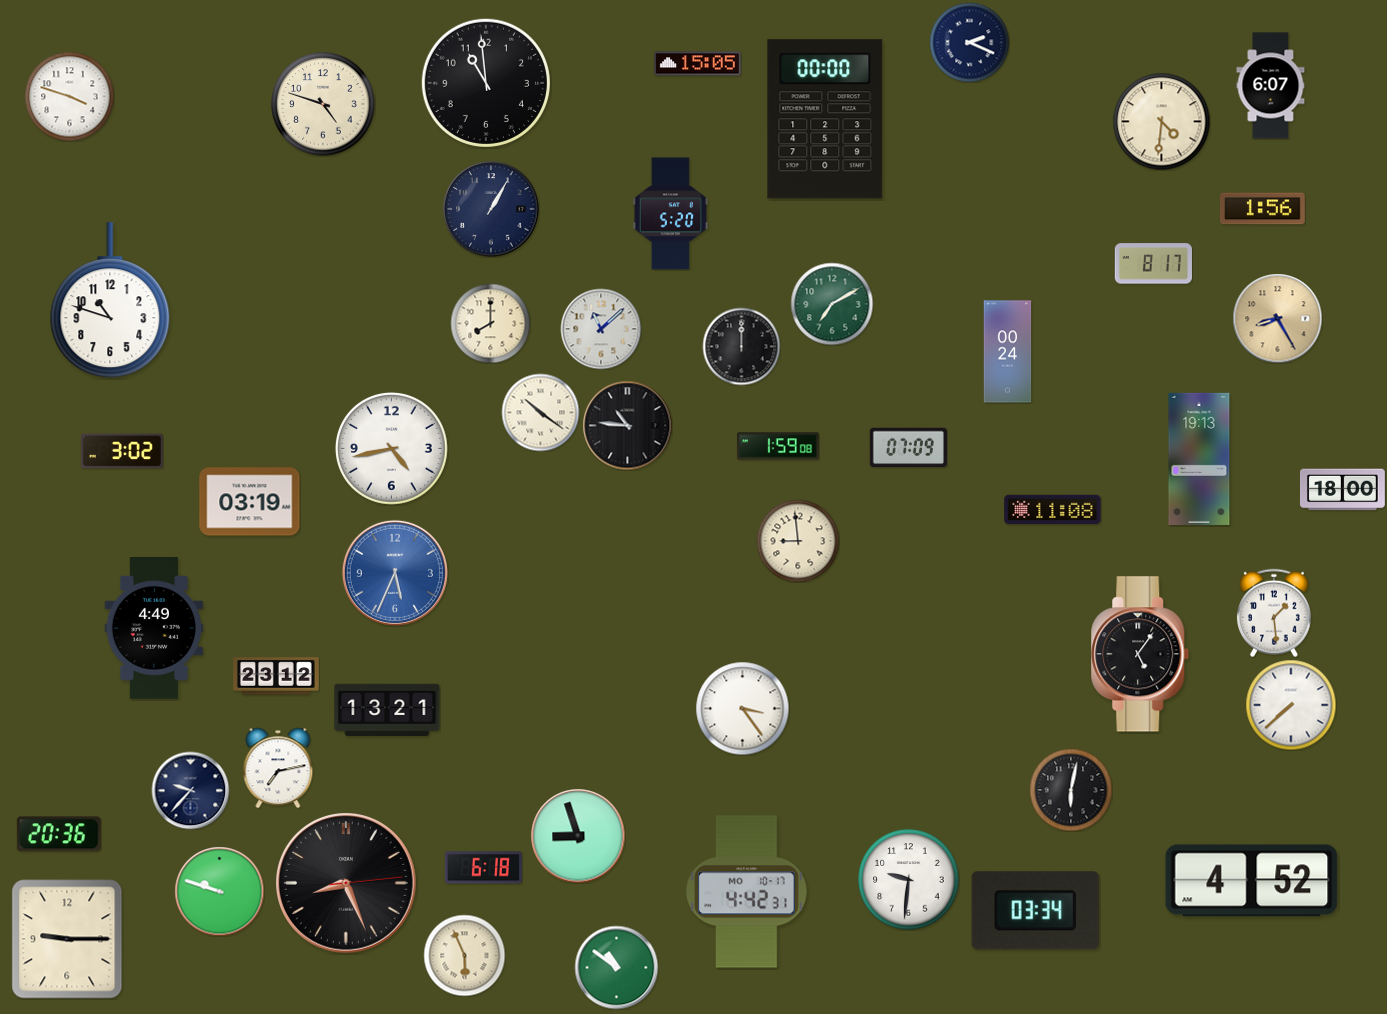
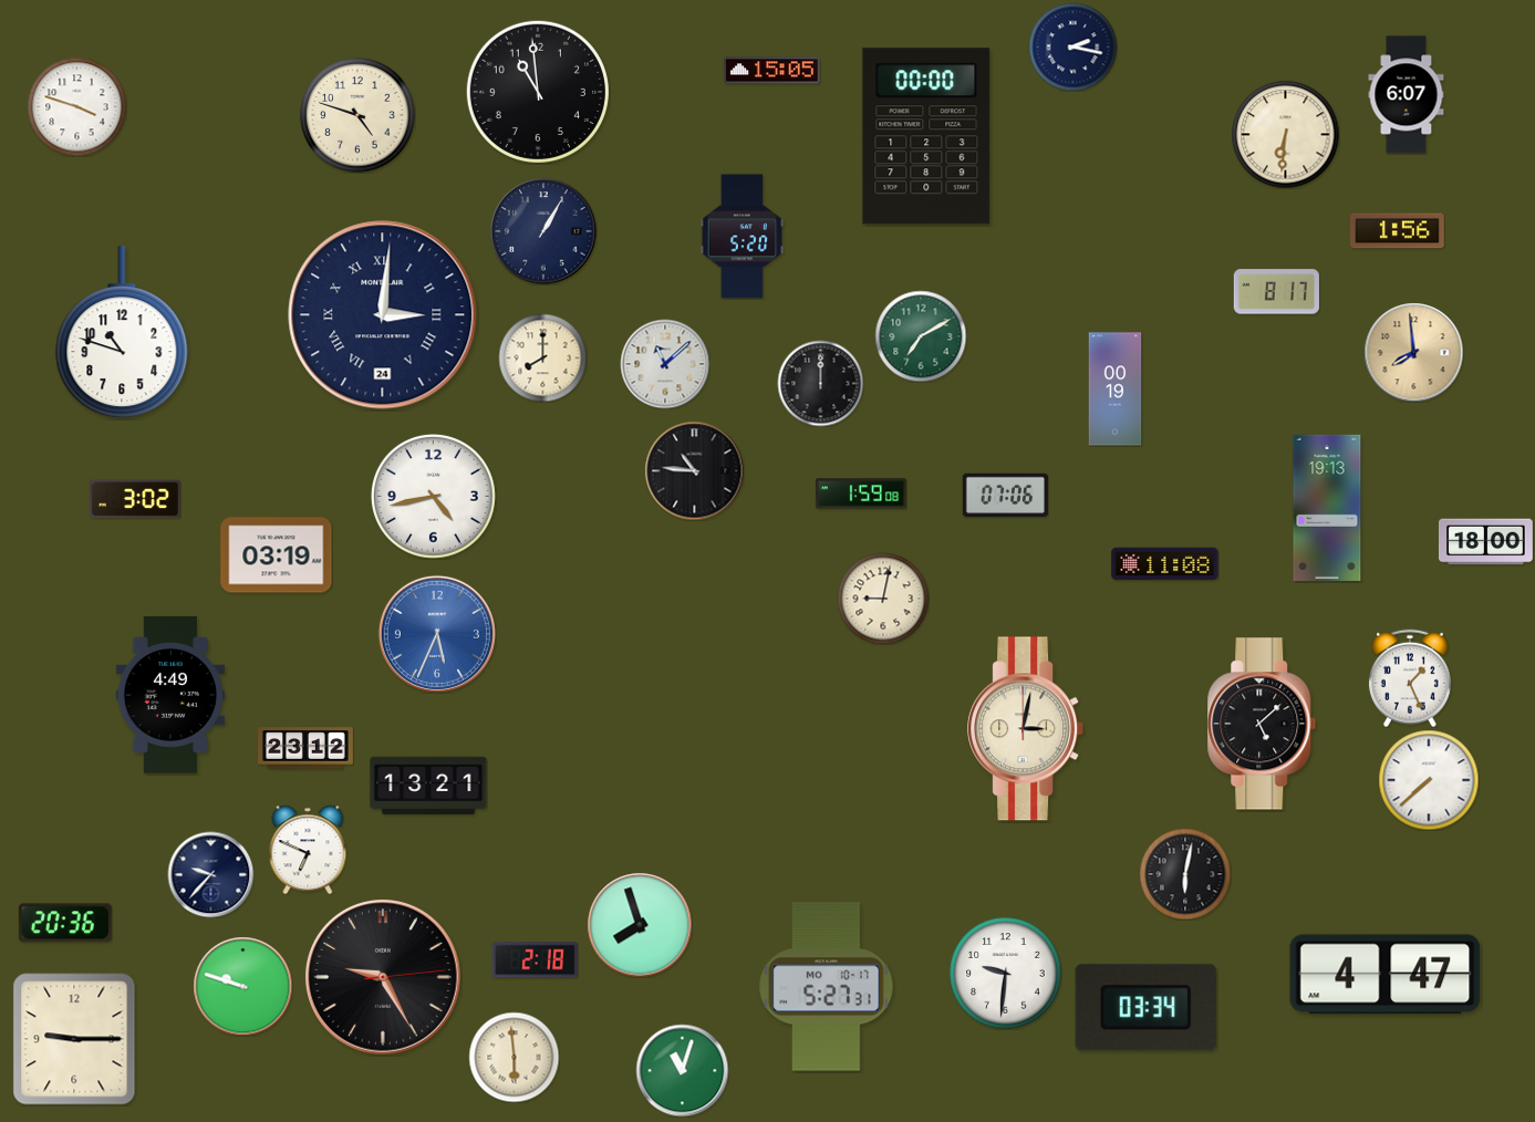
clock at (969, 42): 2:19 -> 2:17
clock at (825, 119) position: (825, 119) -> (926, 136)
clock at (1161, 121): 4:31 -> 6:31
clock at (383, 315): none -> 3:01
clock at (1277, 318): 8:25 -> 7:59
clock at (1008, 352): 00:24 -> 00:19
clock at (540, 412): 10:21 -> none
clock at (908, 448): 07:09 -> 07:06
clock at (798, 541): 8:59 -> 9:02
clock at (1274, 613): 1:29 -> 1:26
clock at (1140, 654): 5:06 -> 5:08
clock at (1026, 729): none -> 3:02
clock at (742, 708): 3:24 -> none
clock at (278, 768): 7:13 -> 6:49
clock at (578, 836): 8:57 -> 7:57
clock at (483, 868): 6:18 -> 2:18
clock at (1252, 881): 4:52 -> 4:47
clock at (347, 884): 8:26 -> 9:25
clock at (747, 892): 4:42 -> 5:27
clock at (464, 955): 5:56 -> 5:59
clock at (616, 967): 10:51 -> 11:03
